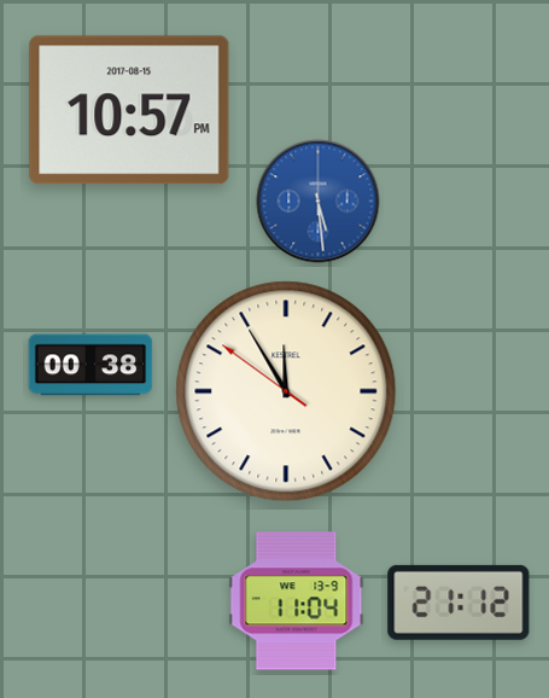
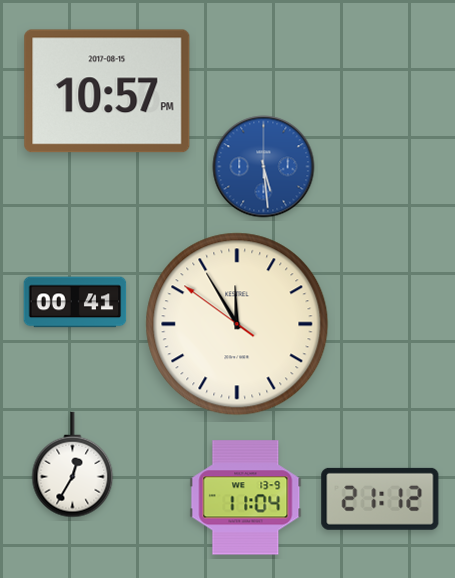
clock at (90, 365): 00:38 -> 00:41
clock at (73, 465): none -> 12:35
